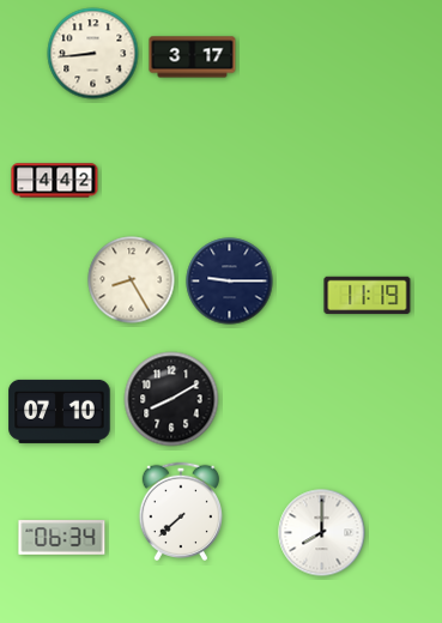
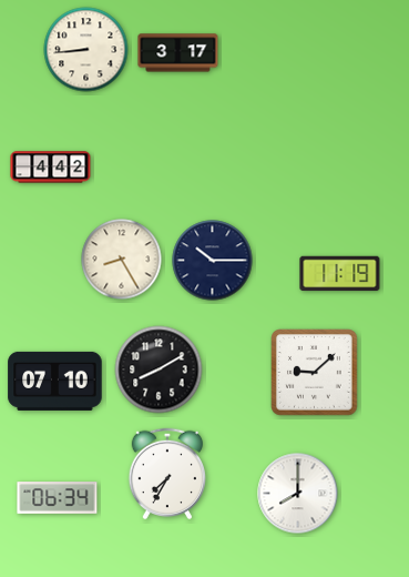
clock at (230, 282): 9:15 -> 10:15
clock at (315, 373): none -> 9:08
clock at (180, 510): 7:38 -> 7:35
